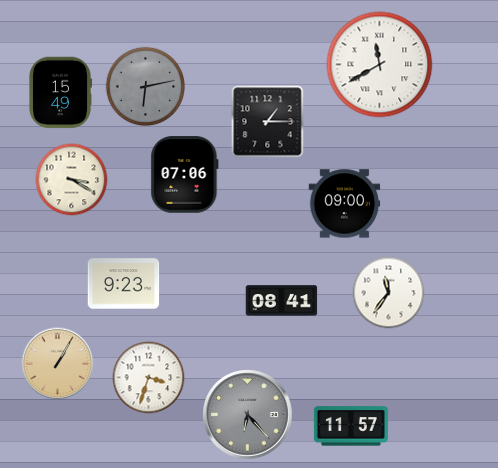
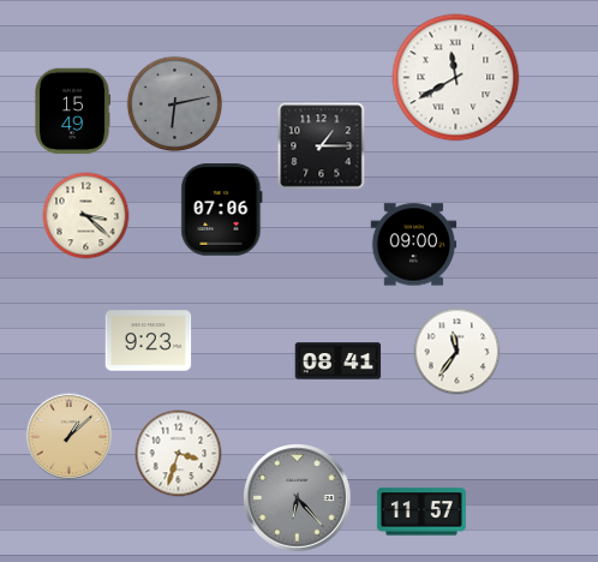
clock at (72, 180): 3:20 -> 3:22
clock at (389, 293) position: (389, 293) -> (458, 352)
clock at (58, 364): 1:05 -> 1:08
